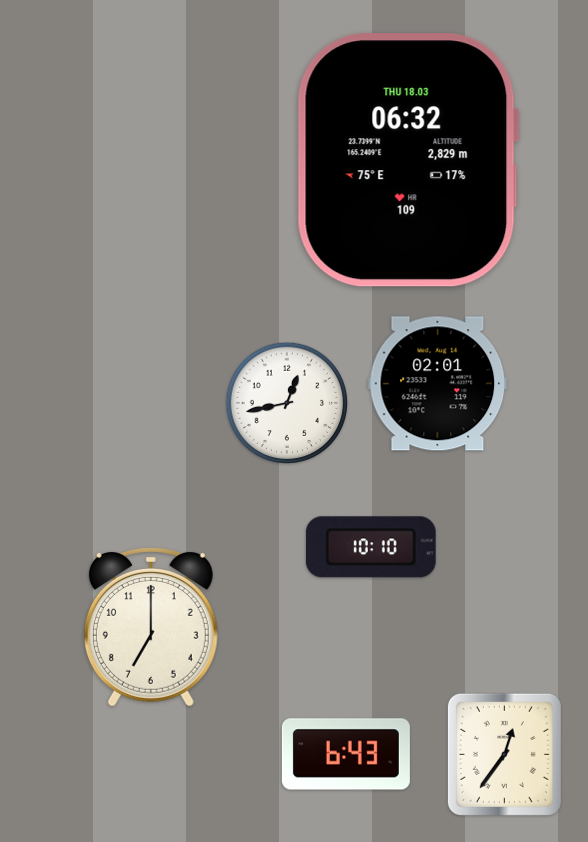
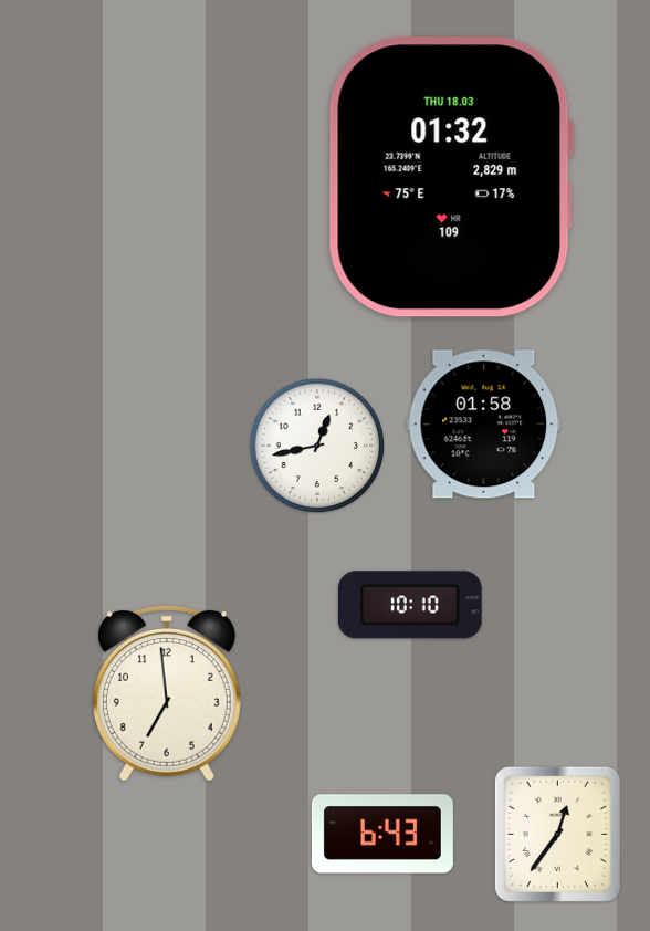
clock at (408, 160): 06:32 -> 01:32
clock at (438, 384): 02:01 -> 01:58
clock at (151, 628): 7:00 -> 6:59
